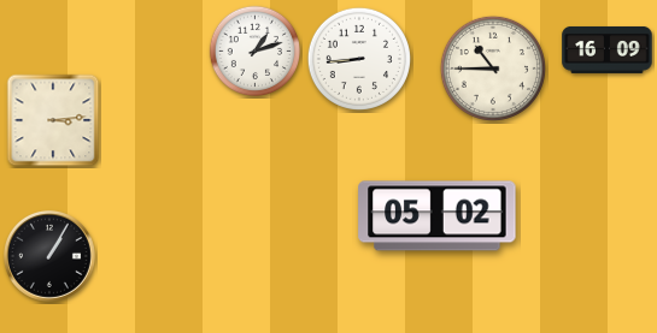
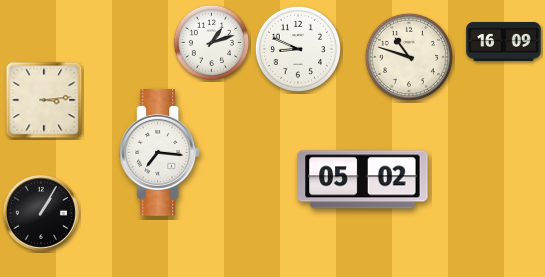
clock at (359, 59): 8:44 -> 8:49
clock at (493, 69): 10:45 -> 10:48
clock at (160, 152): none -> 7:16
